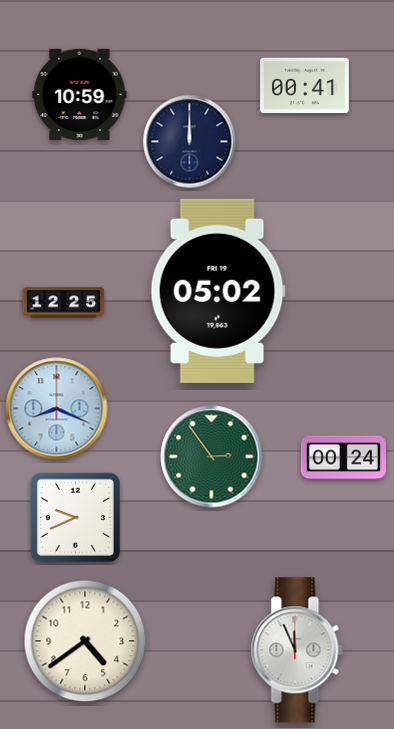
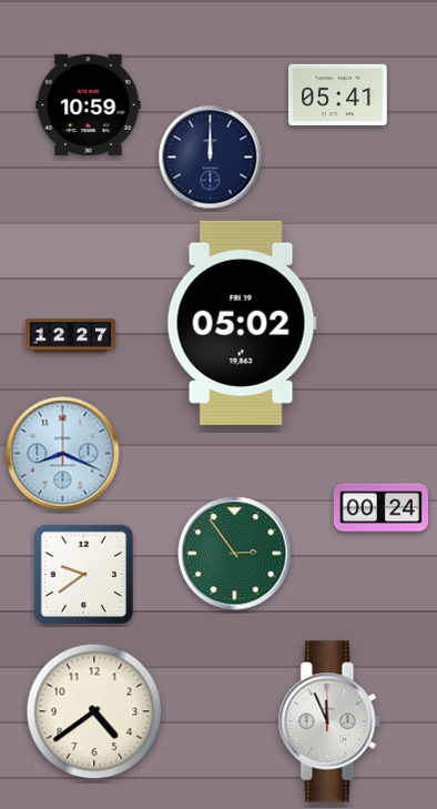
clock at (305, 86): 00:41 -> 05:41
clock at (64, 303): 12:25 -> 12:27
clock at (212, 457) position: (212, 457) -> (235, 554)
clock at (75, 517): 9:41 -> 9:39
